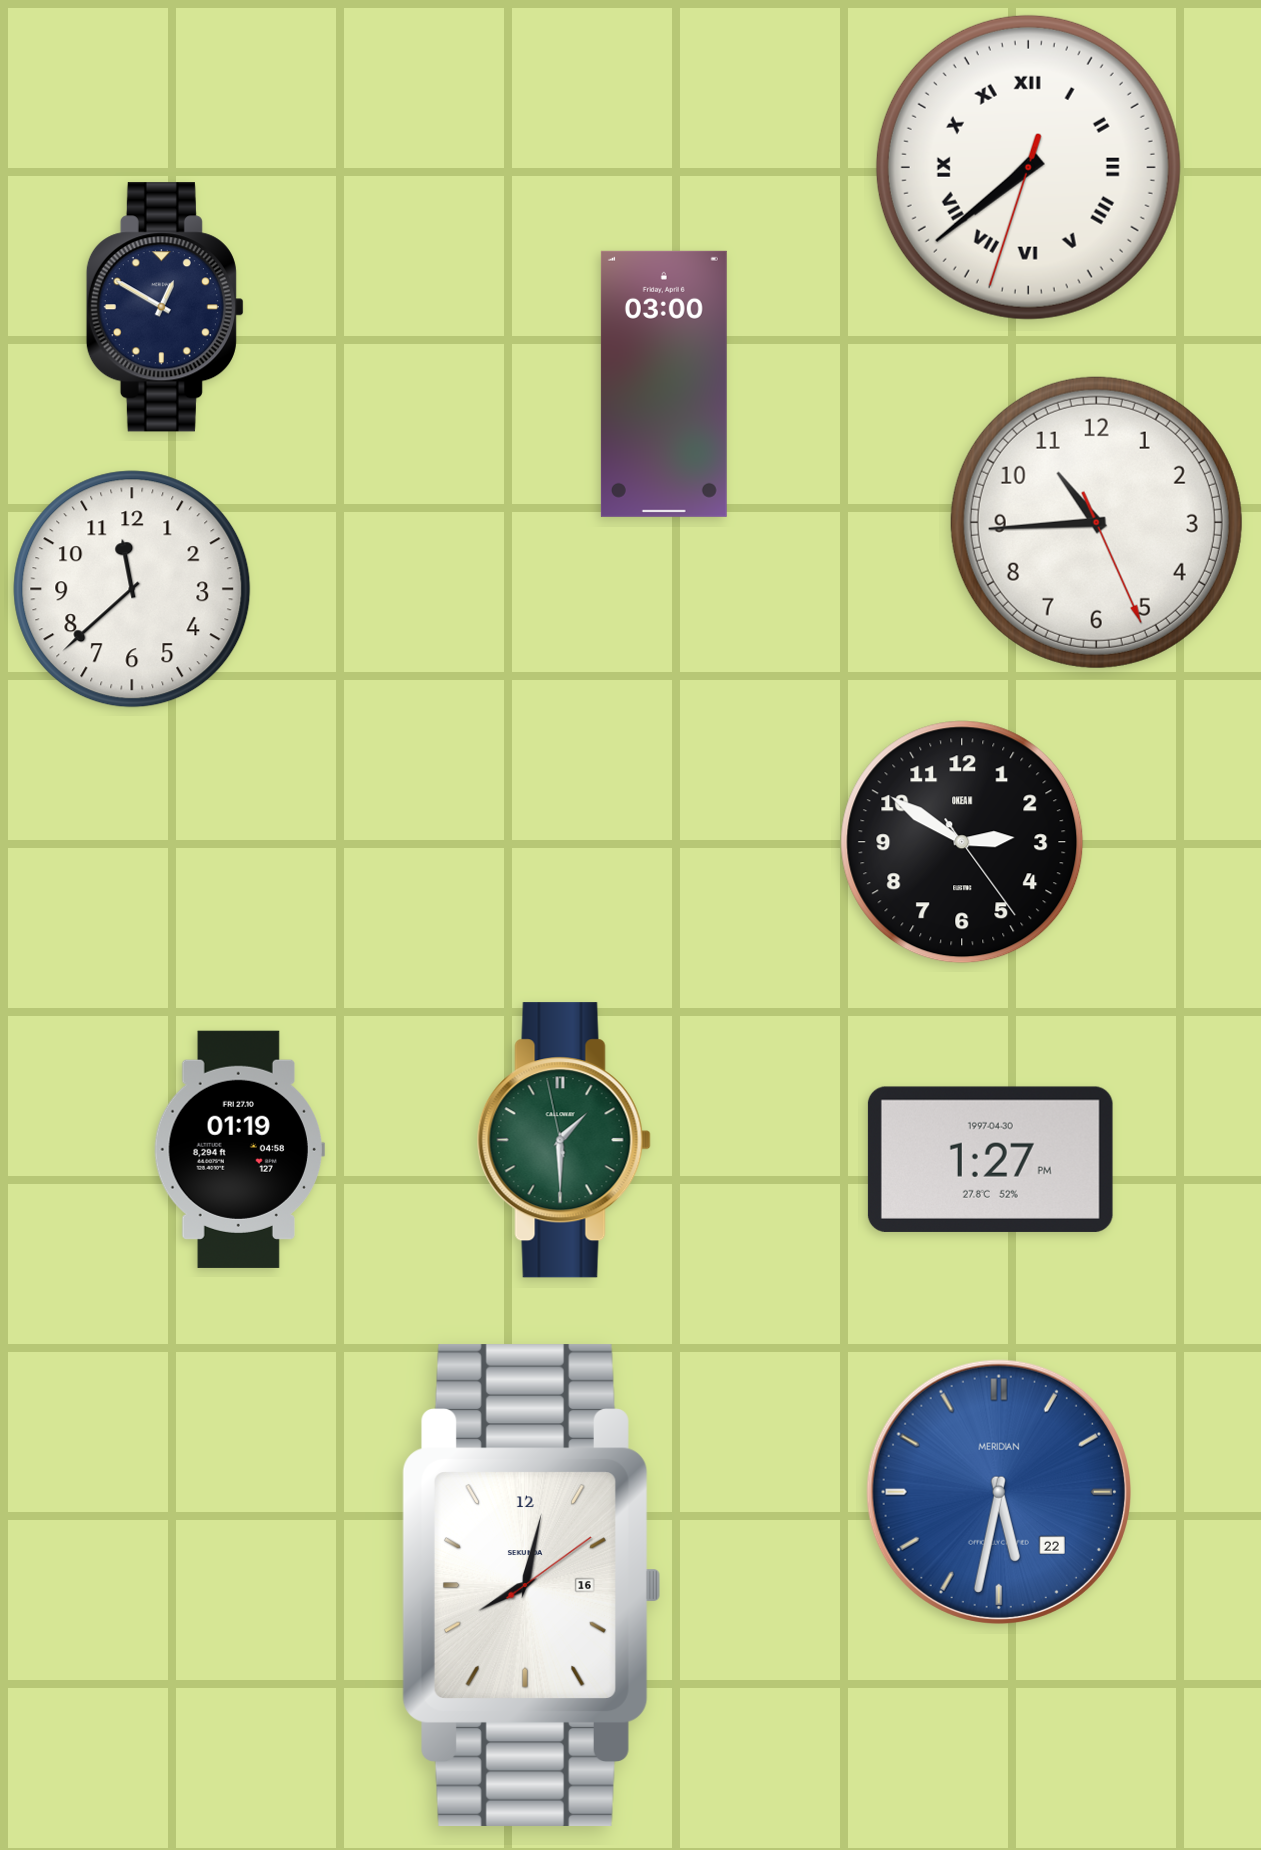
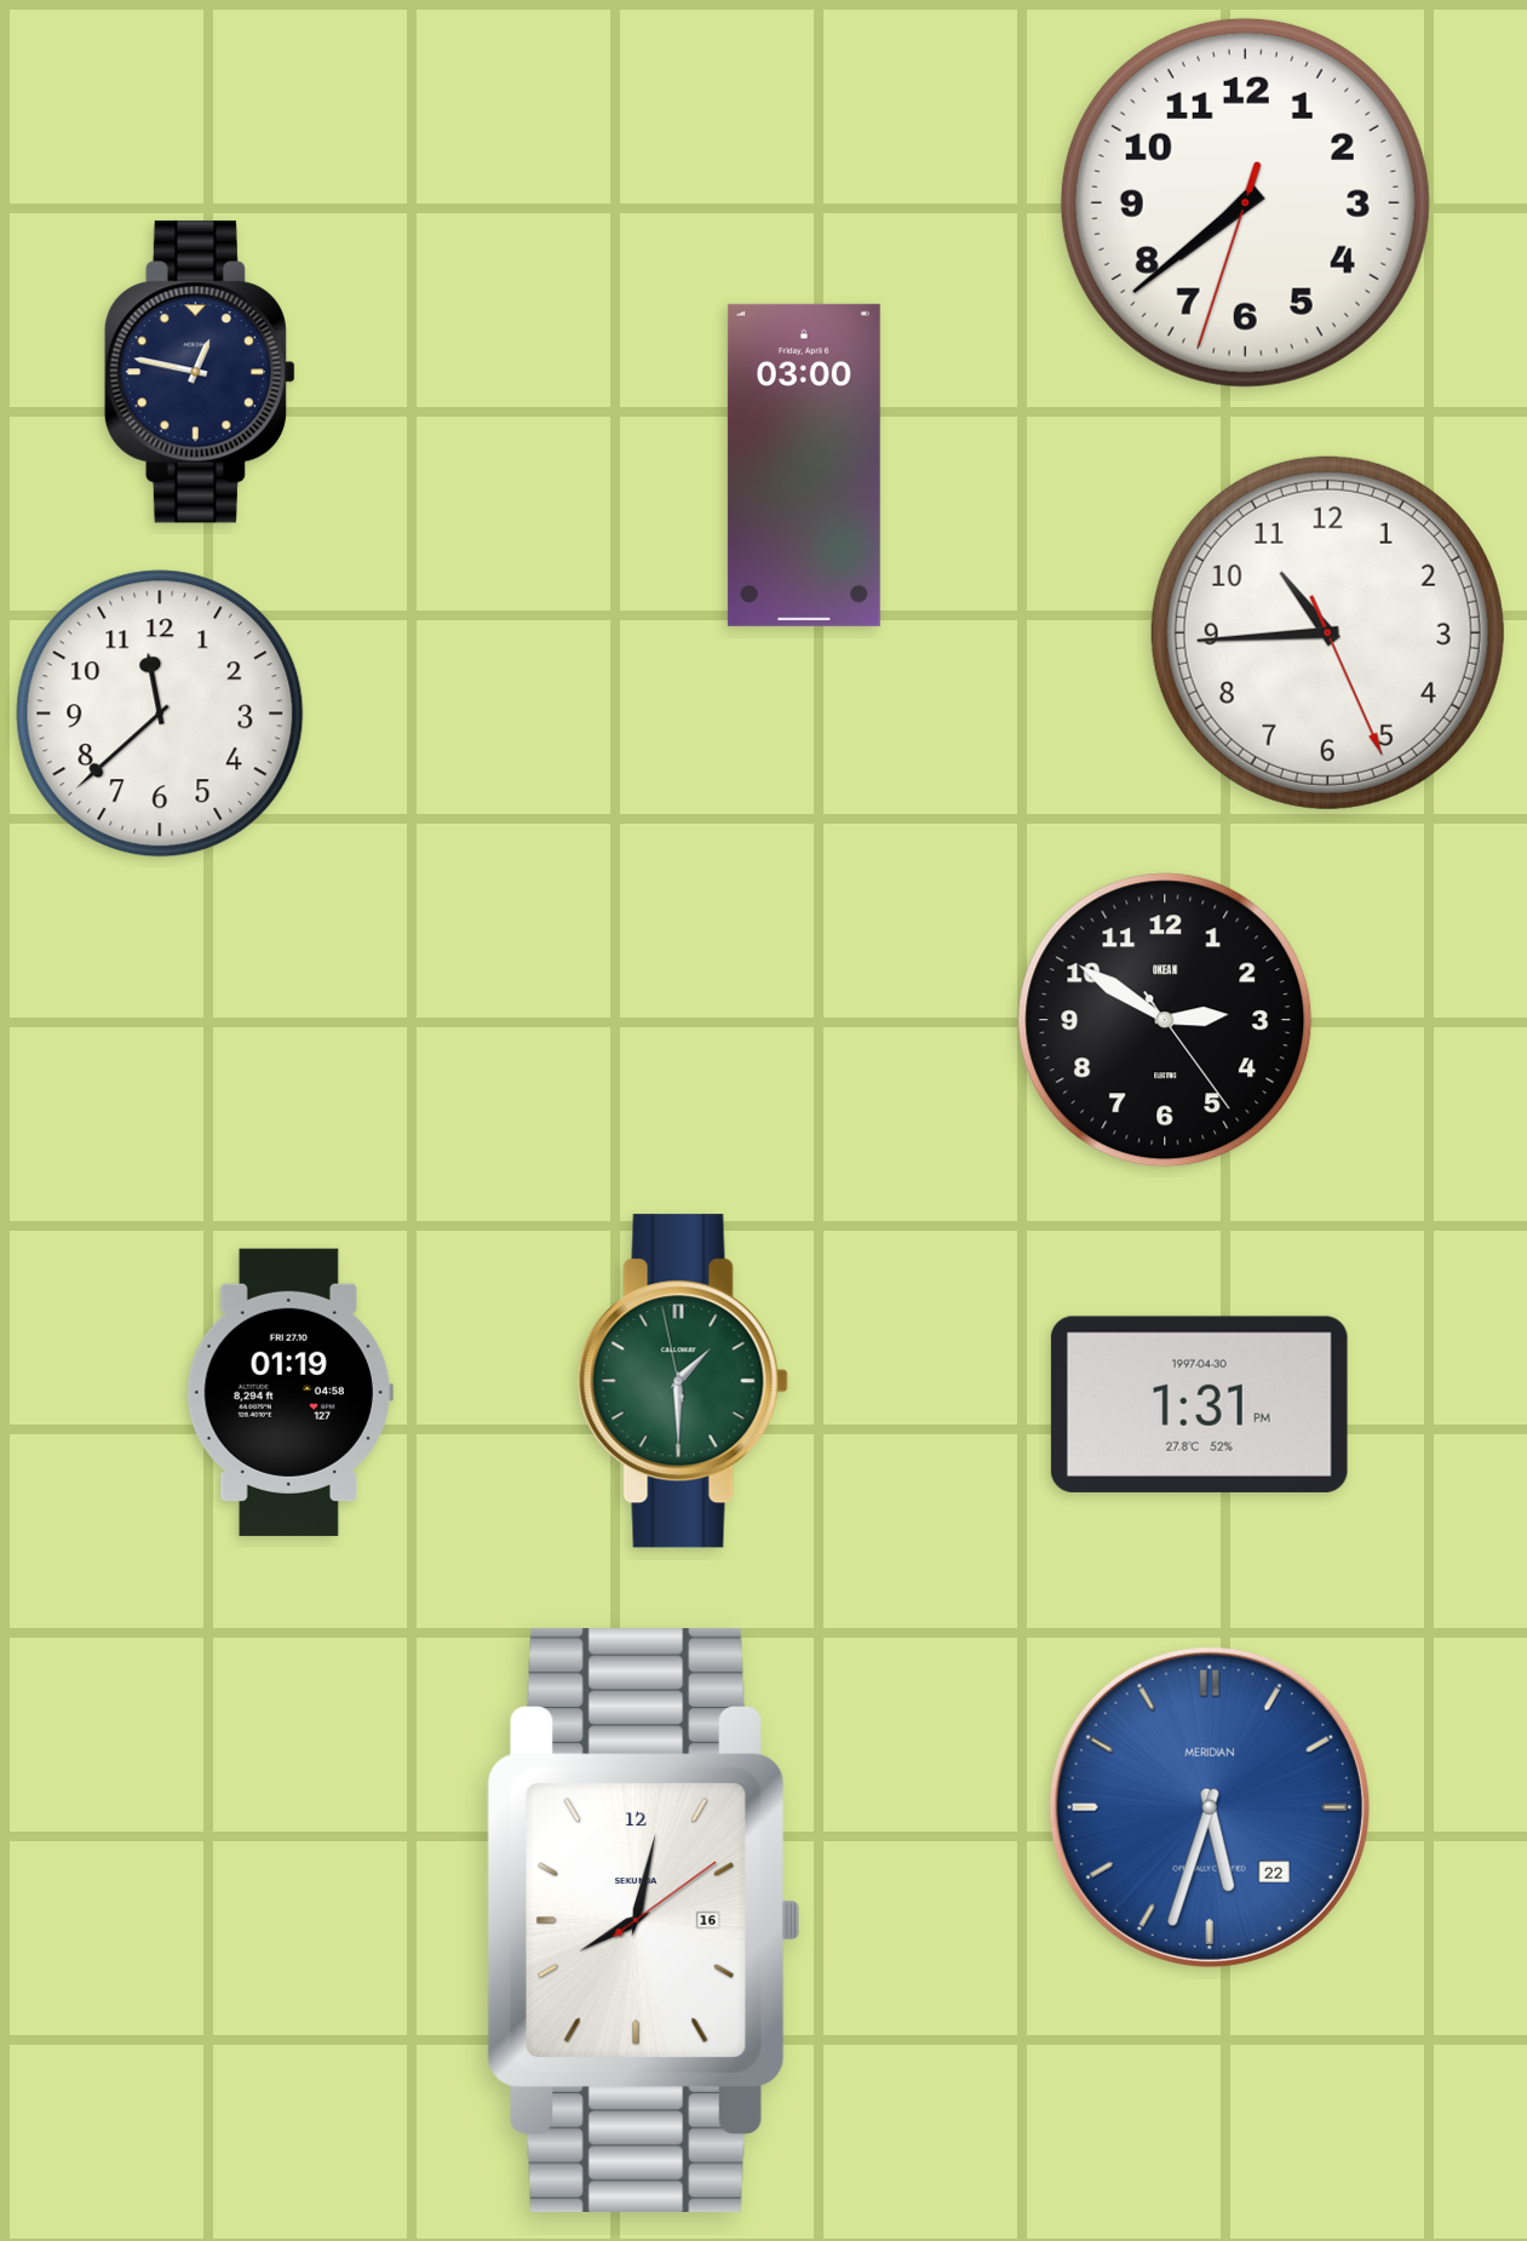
clock at (1028, 167) numerals: Roman -> Arabic
clock at (165, 307): 12:50 -> 12:47
clock at (990, 1159): 1:27 -> 1:31
clock at (999, 1492): 5:32 -> 5:33
